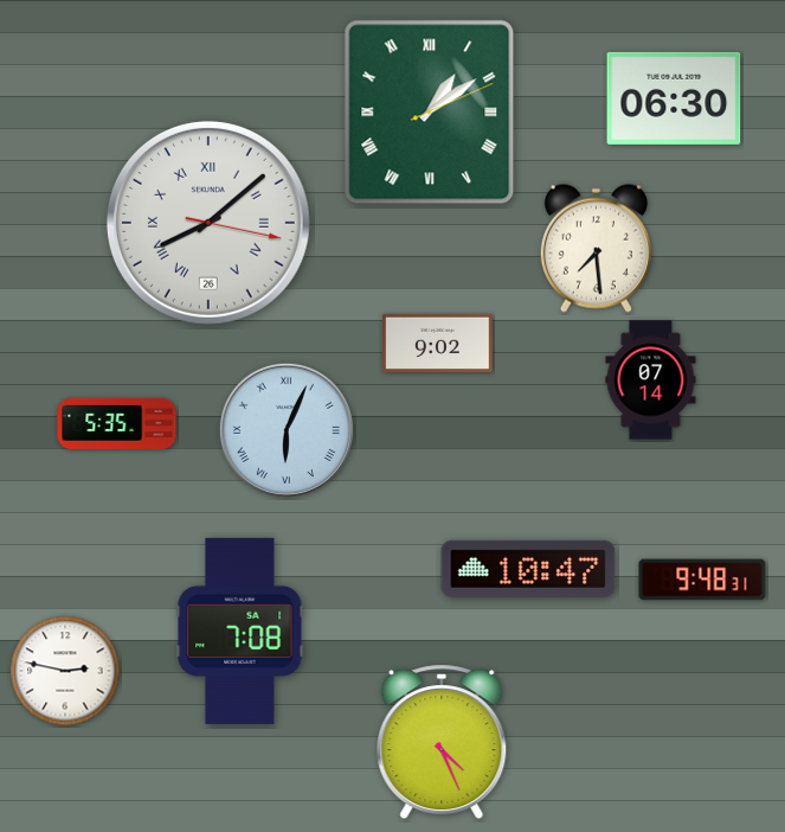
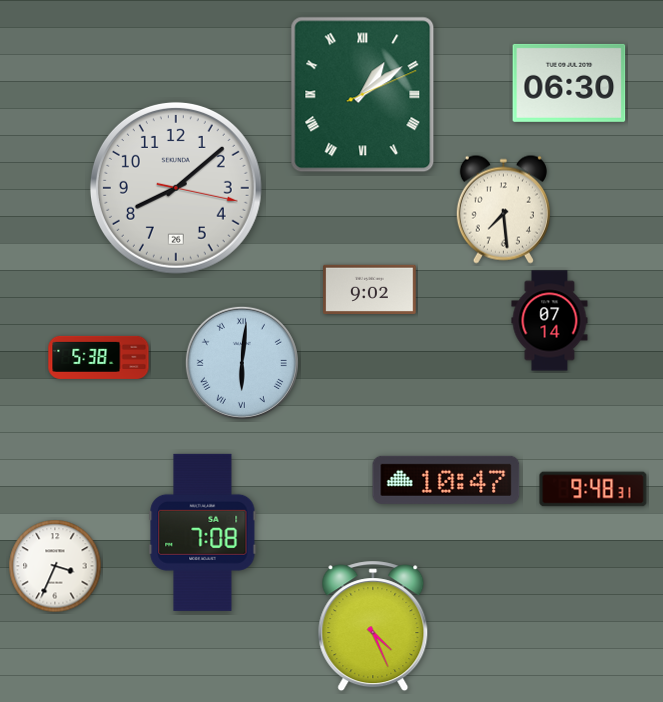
clock at (208, 223) numerals: Roman -> Arabic
clock at (117, 423): 5:35 -> 5:38
clock at (287, 430): 6:04 -> 6:01
clock at (65, 671): 2:47 -> 3:34
